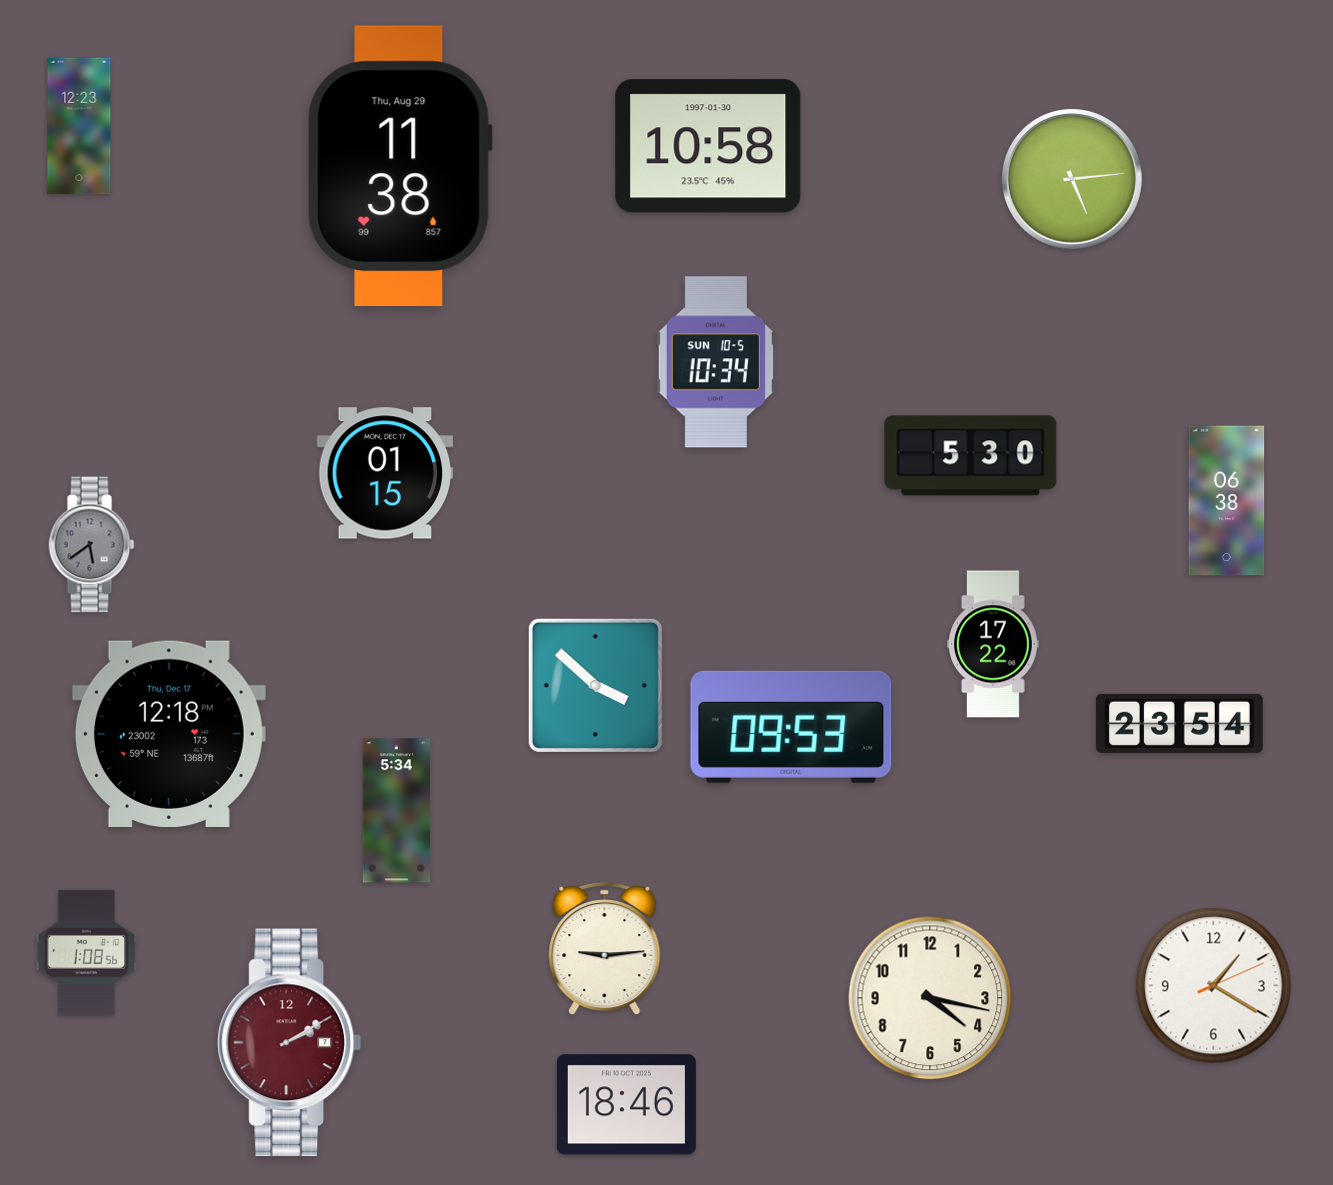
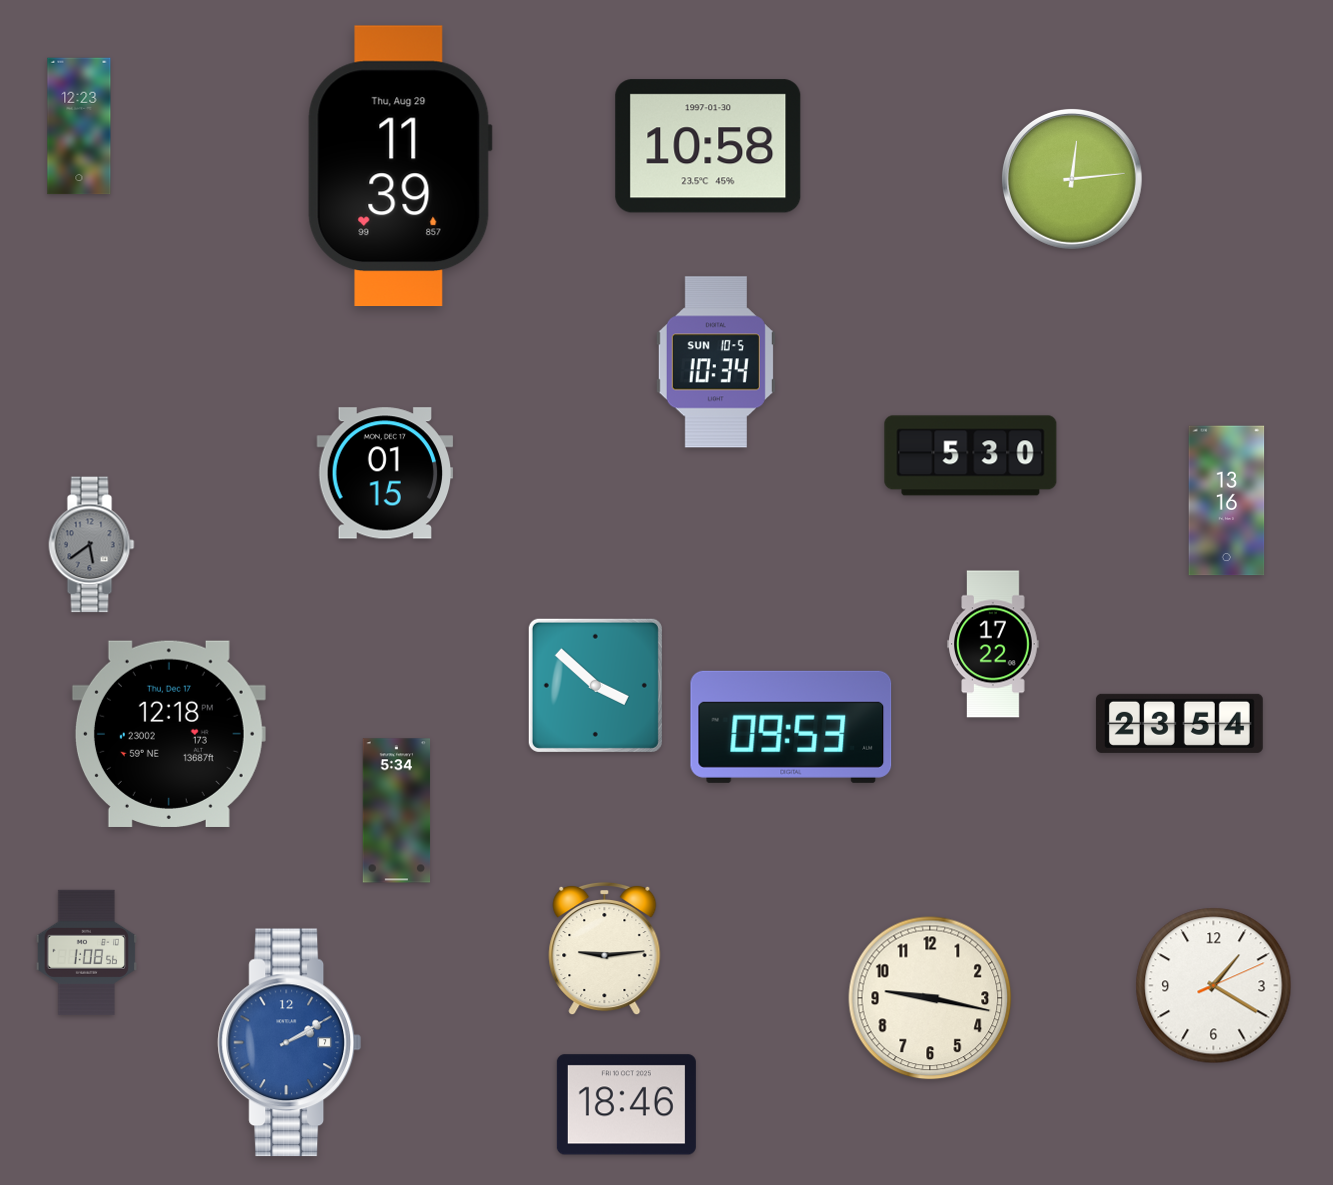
clock at (400, 166): 11:38 -> 11:39
clock at (1072, 179): 5:14 -> 12:14
clock at (1227, 501): 06:38 -> 13:16
clock at (930, 998): 4:17 -> 9:17
clock at (290, 1043) dial: burgundy -> blue
